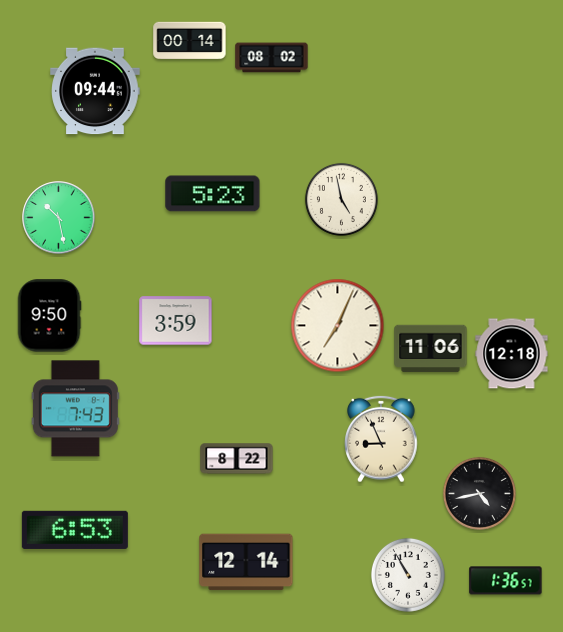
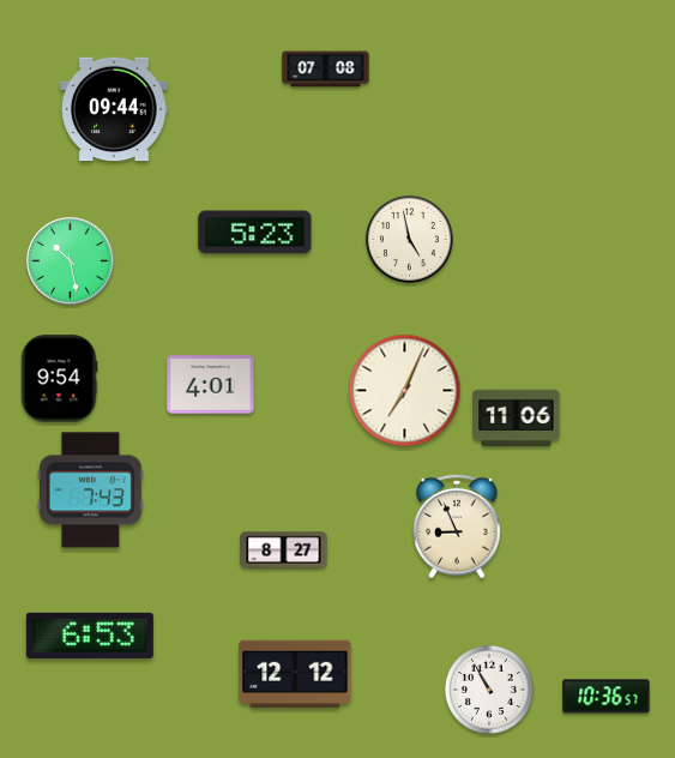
clock at (190, 41): 00:14 -> none
clock at (272, 58): 08:02 -> 07:08
clock at (49, 316): 9:50 -> 9:54
clock at (176, 321): 3:59 -> 4:01
clock at (512, 354): 12:18 -> none
clock at (237, 459): 8:22 -> 8:27
clock at (479, 493): 4:43 -> none
clock at (246, 562): 12:14 -> 12:12
clock at (506, 581): 1:36 -> 10:36
